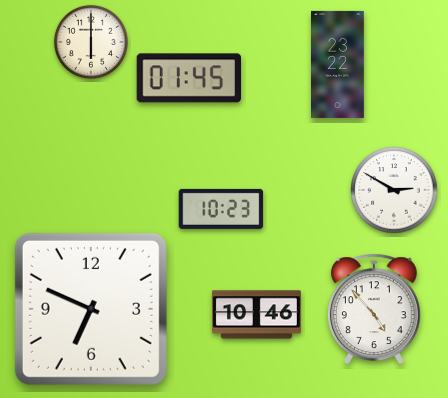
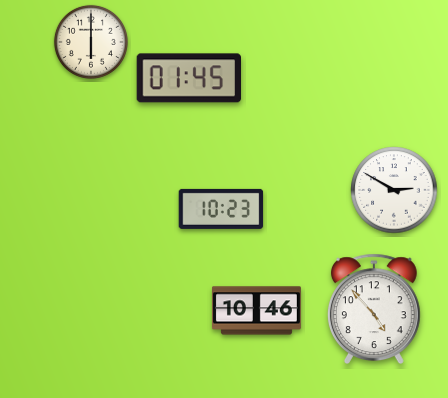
clock at (338, 64): 23:22 -> none
clock at (91, 309): 6:49 -> none
clock at (256, 315) position: (256, 315) -> (256, 311)
